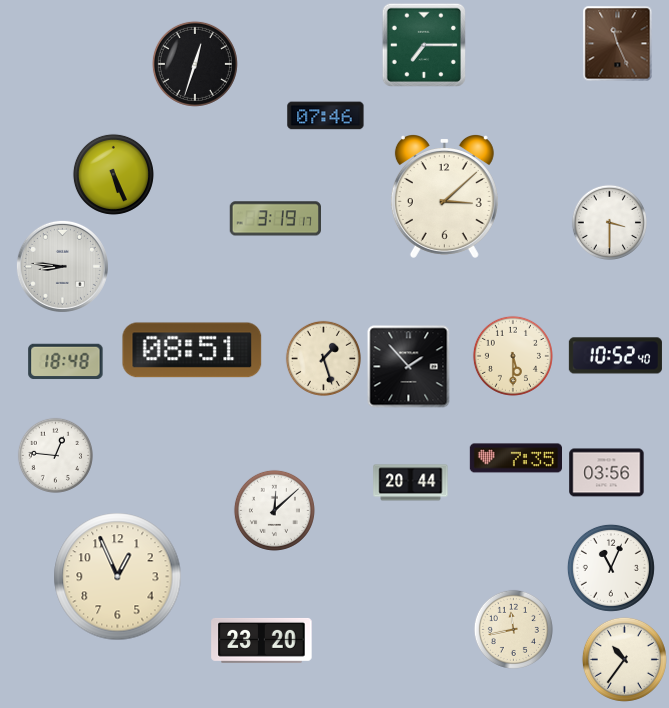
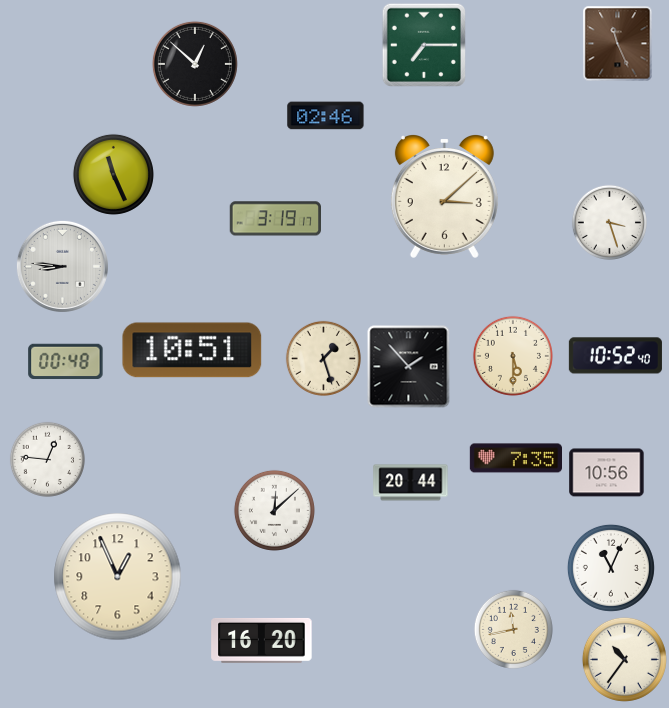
clock at (195, 64): 12:33 -> 12:52
clock at (326, 116): 07:46 -> 02:46
clock at (113, 174): 5:26 -> 11:26
clock at (609, 222): 3:30 -> 3:27
clock at (192, 350): 08:51 -> 10:51
clock at (66, 362): 18:48 -> 00:48
clock at (55, 455) position: (55, 455) -> (47, 459)
clock at (607, 473): 03:56 -> 10:56
clock at (262, 640): 23:20 -> 16:20
